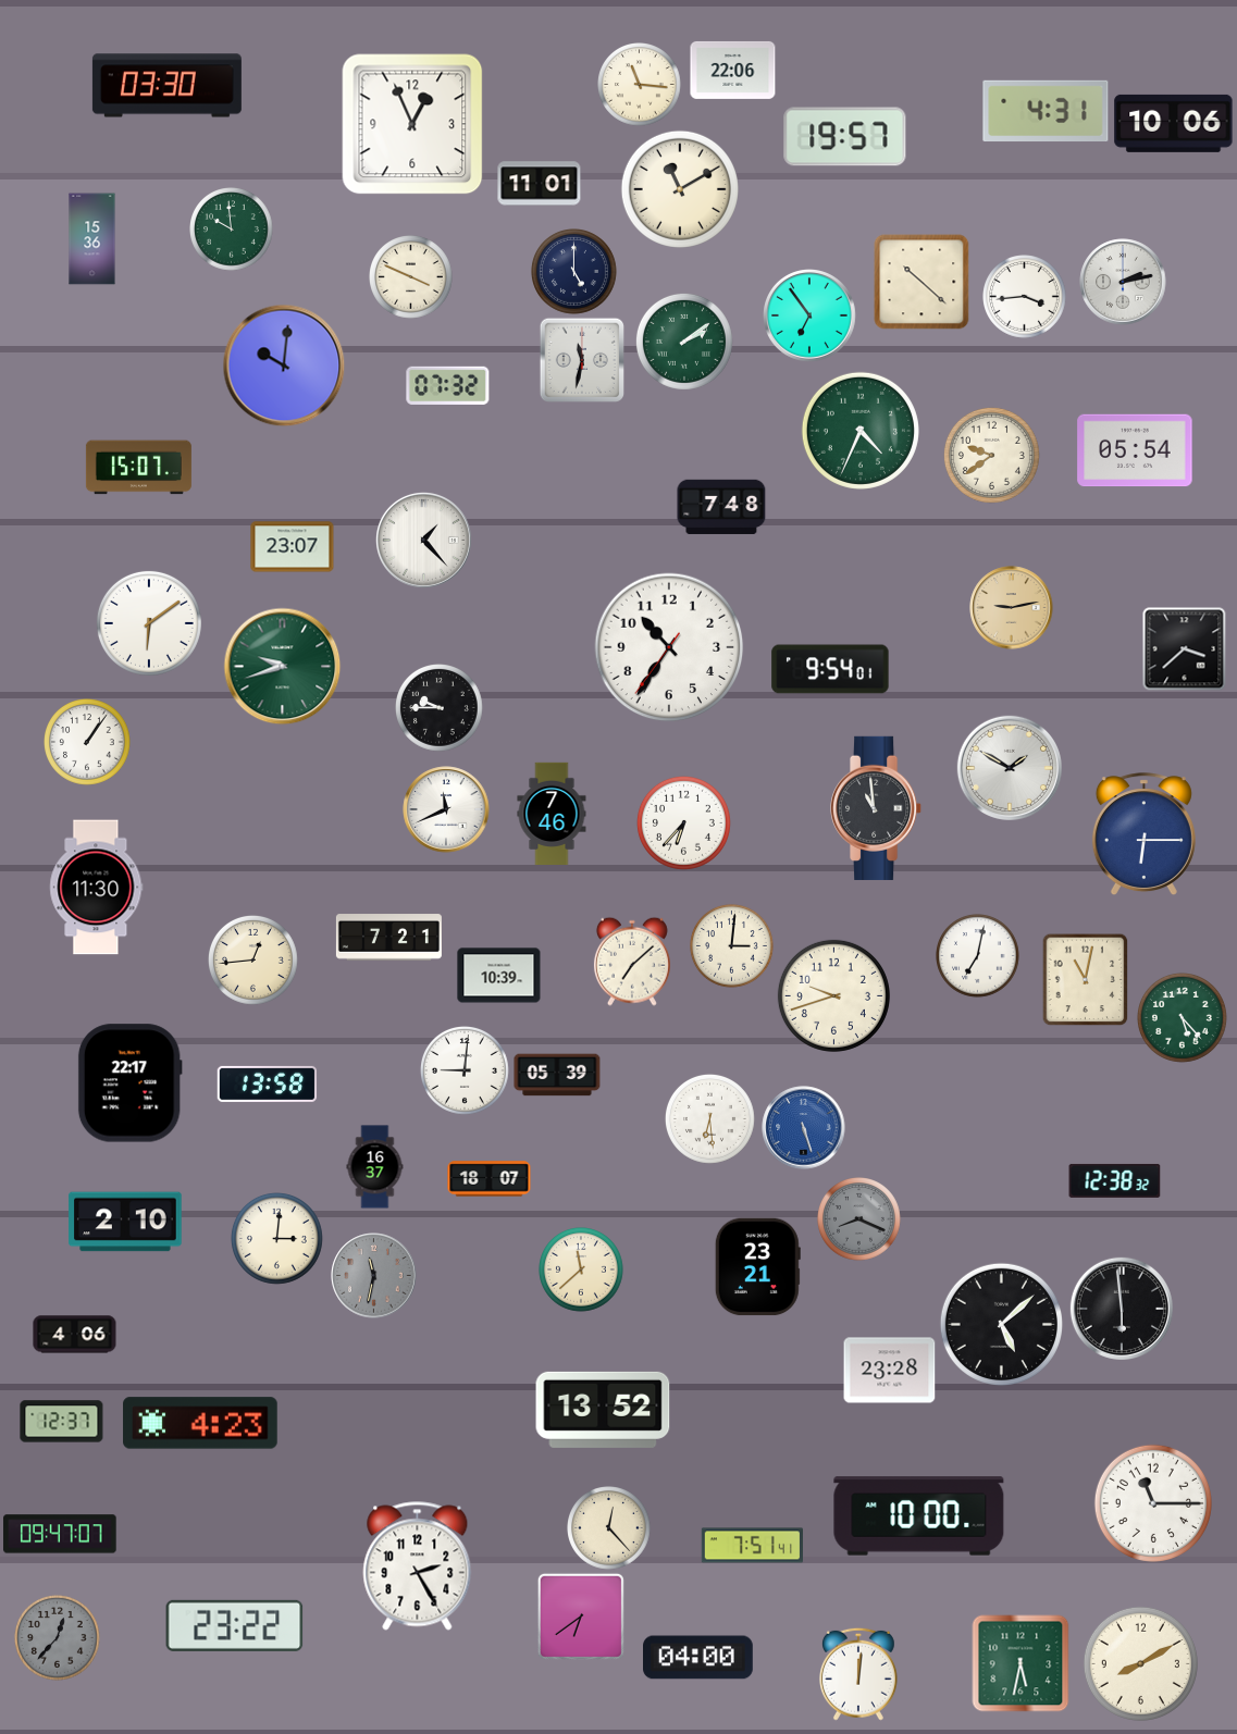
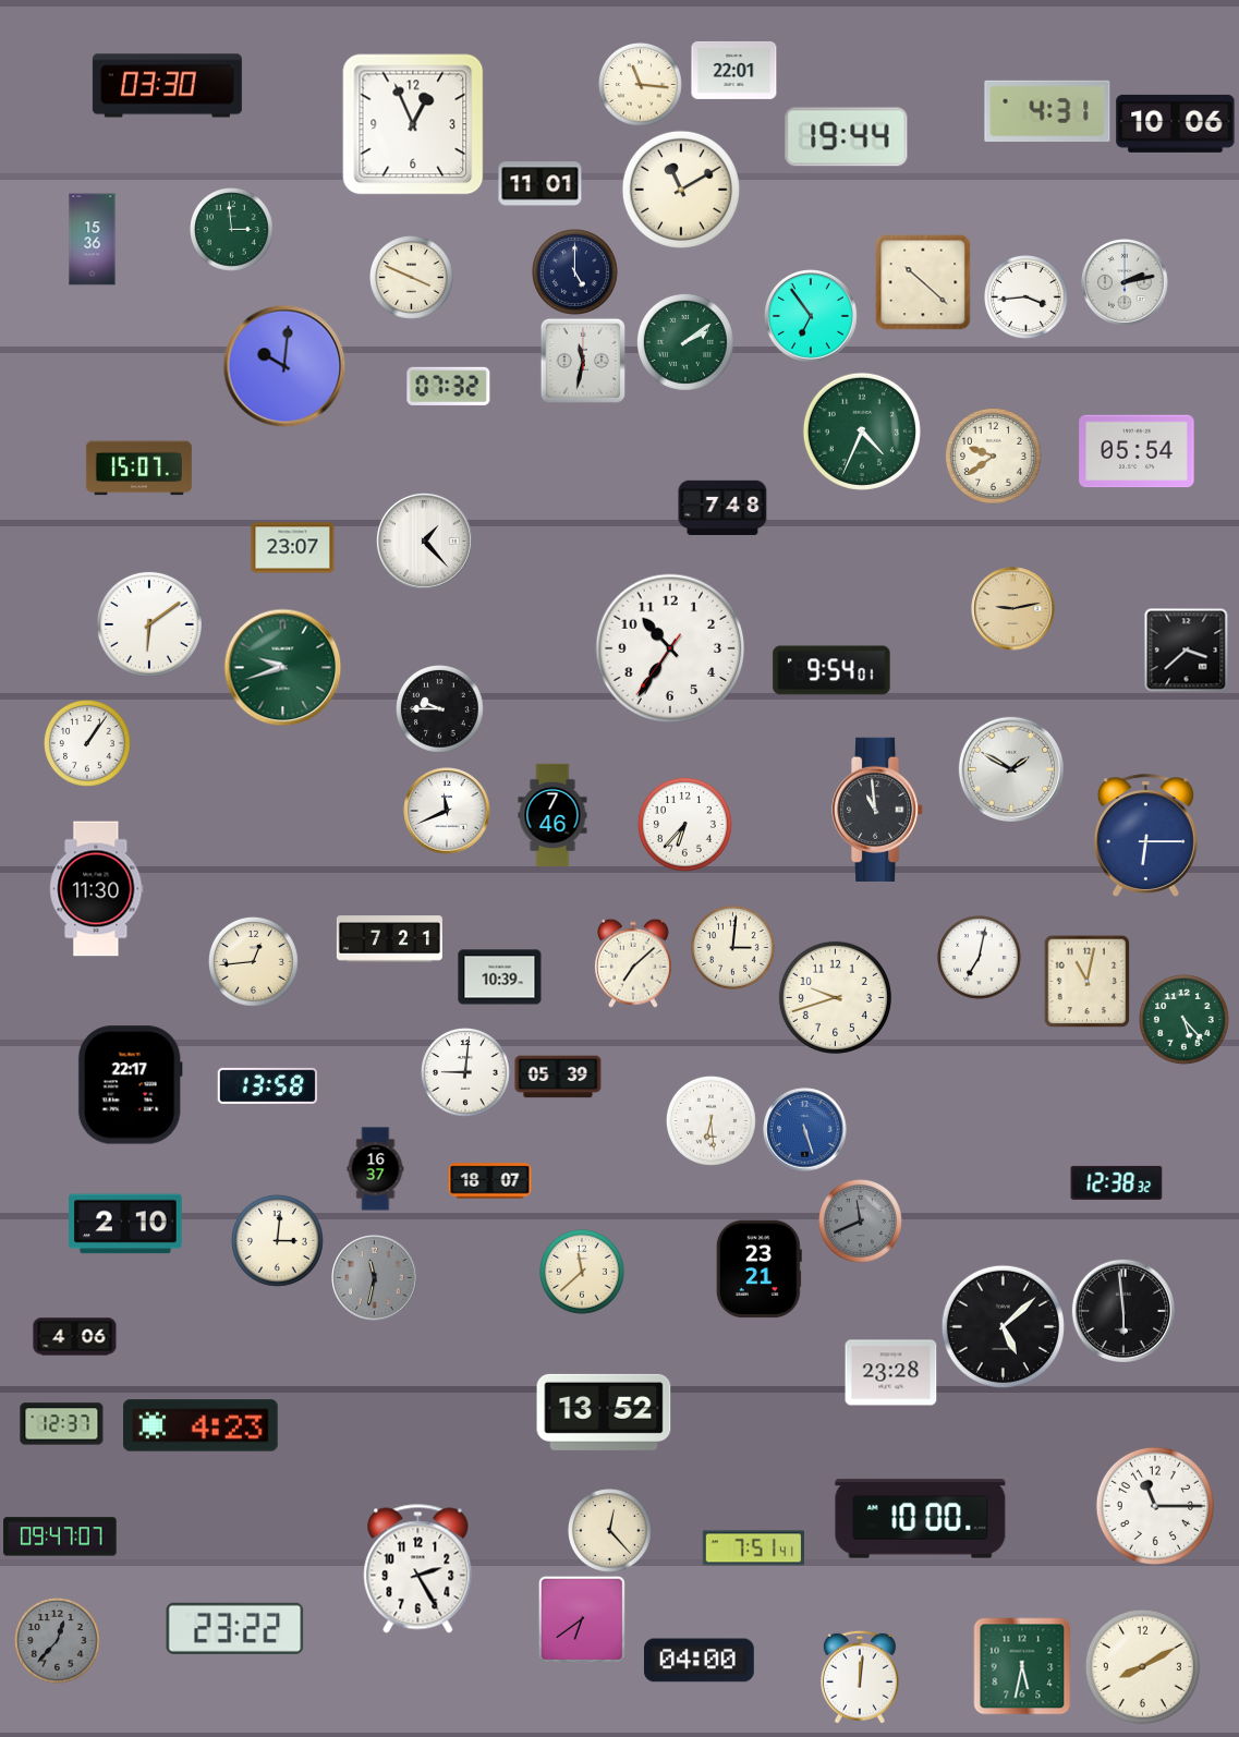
clock at (733, 70): 22:06 -> 22:01
clock at (845, 137): 19:57 -> 19:44
clock at (232, 230): 9:59 -> 2:59
clock at (859, 1219): 8:19 -> 11:41
